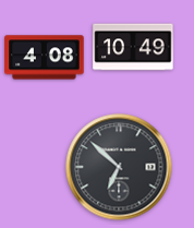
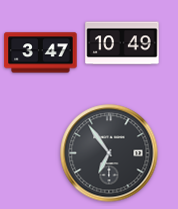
clock at (45, 58): 4:08 -> 3:47
clock at (119, 167): 6:52 -> 6:54
